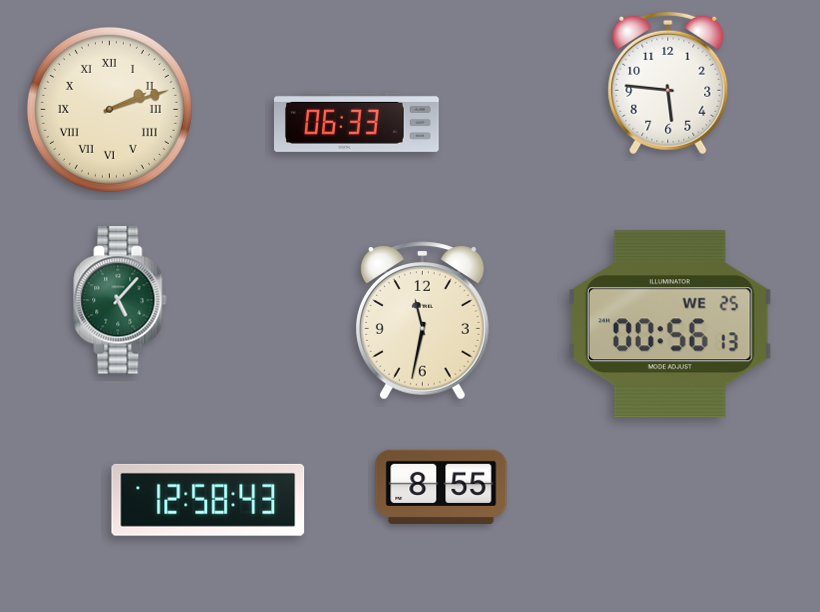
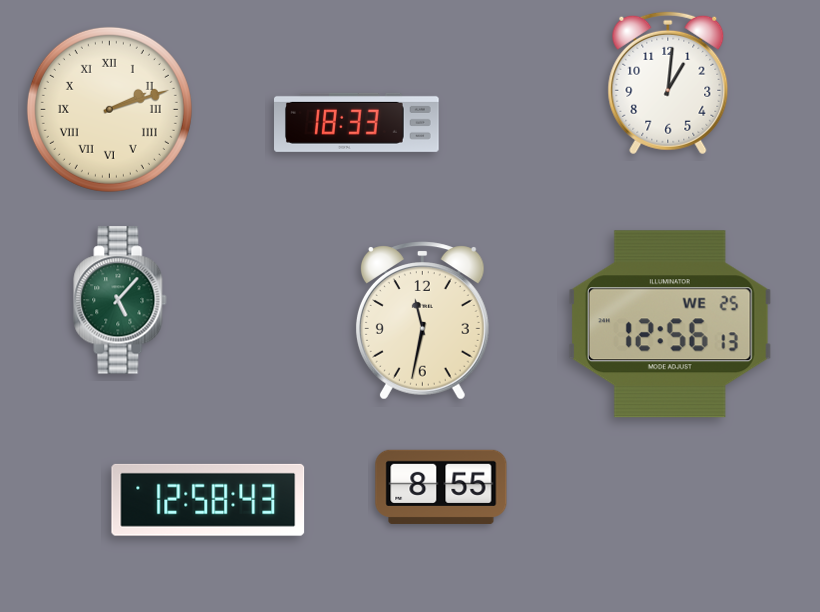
clock at (668, 83): 5:46 -> 1:01
clock at (357, 122): 06:33 -> 18:33
clock at (670, 324): 00:56 -> 12:56
